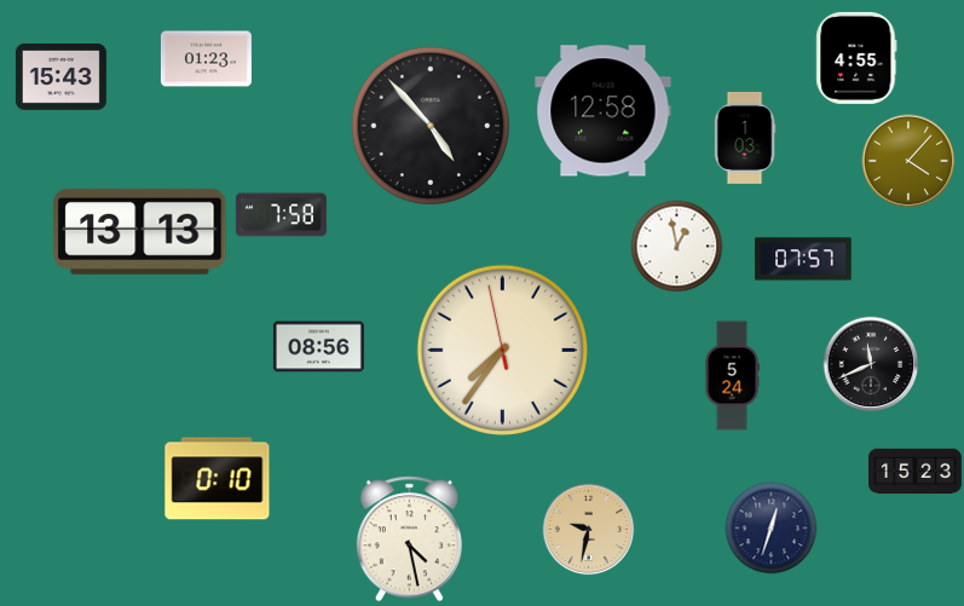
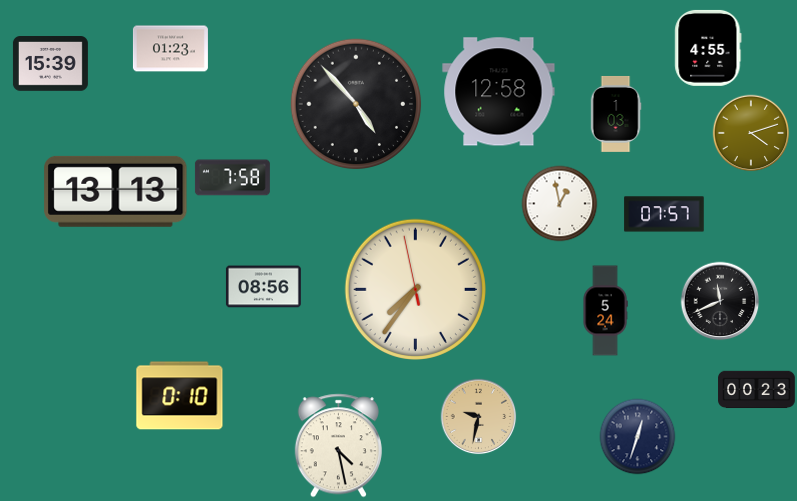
clock at (60, 77): 15:43 -> 15:39
clock at (908, 161): 4:07 -> 4:12
clock at (916, 472): 15:23 -> 00:23
clock at (589, 530) position: (589, 530) -> (479, 417)
